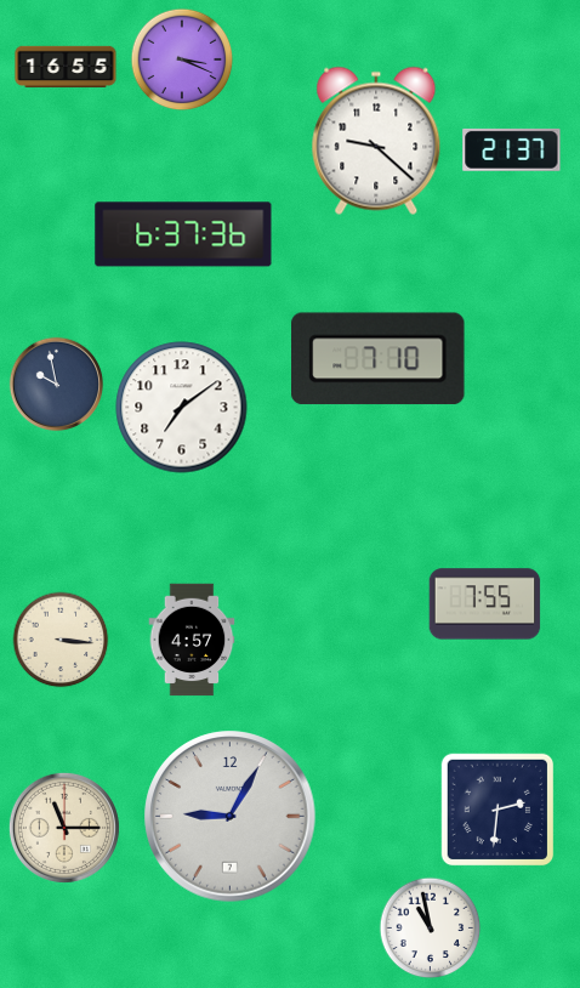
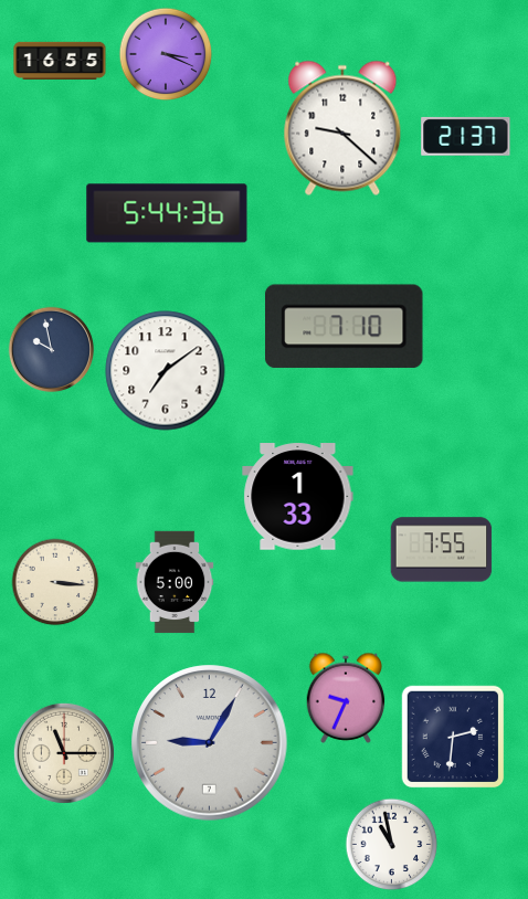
clock at (183, 234): 6:37 -> 5:44
clock at (298, 497): none -> 1:33
clock at (192, 640): 4:57 -> 5:00
clock at (346, 698): none -> 9:34
clock at (64, 828) position: (64, 828) -> (64, 753)
